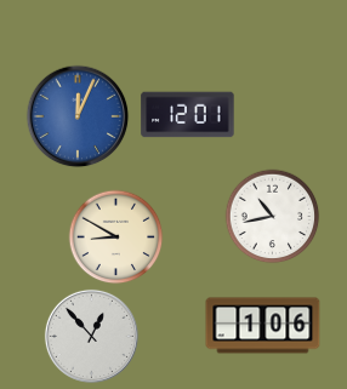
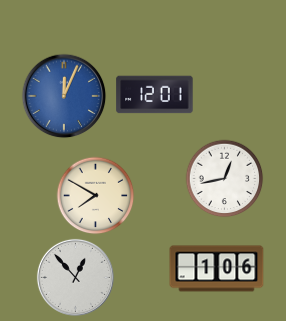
clock at (272, 216): 10:43 -> 12:43
clock at (115, 236): 8:50 -> 7:50
